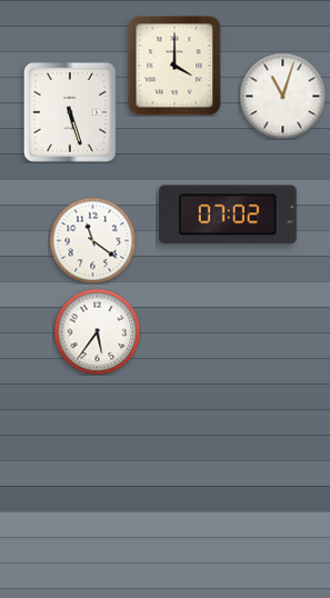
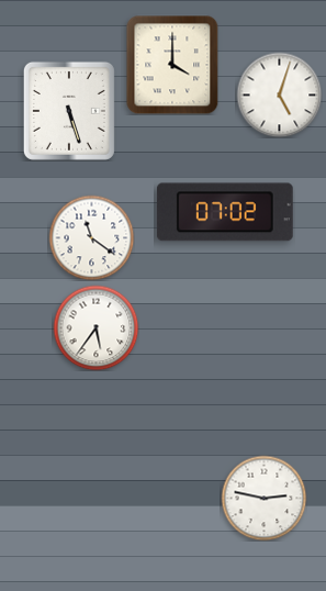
clock at (282, 96): 11:03 -> 5:03
clock at (263, 498): none -> 2:47
